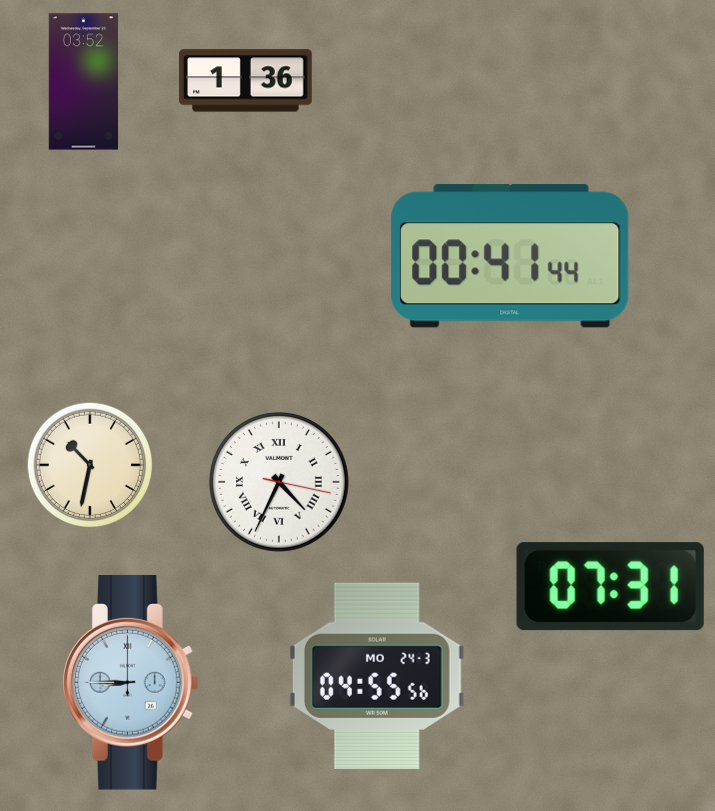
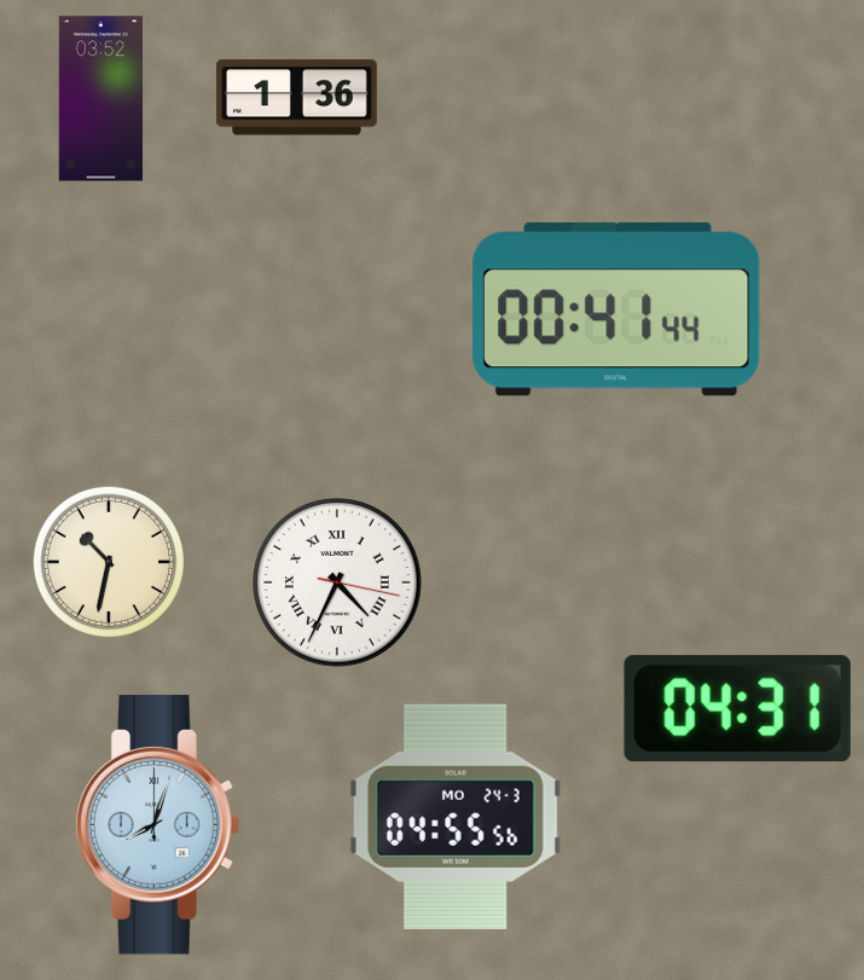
clock at (610, 587): 07:31 -> 04:31
clock at (131, 683): 8:45 -> 8:03
